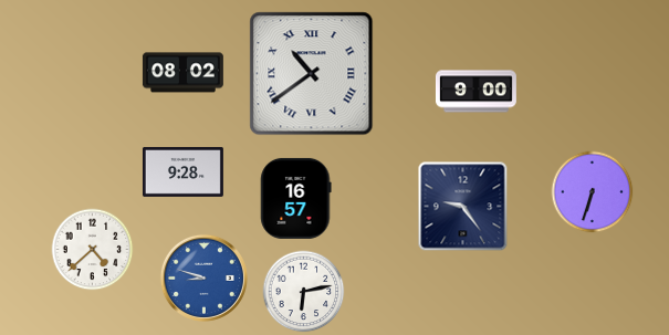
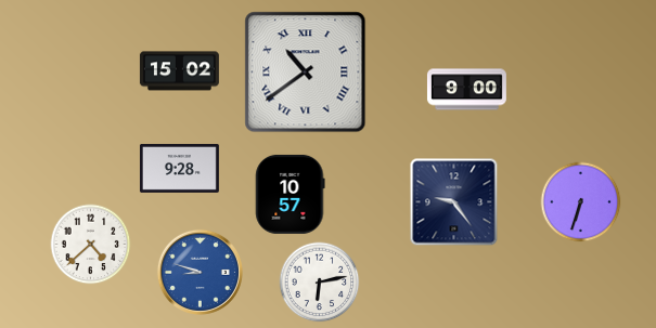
clock at (182, 73): 08:02 -> 15:02
clock at (593, 192) position: (593, 192) -> (581, 202)
clock at (296, 198): 16:57 -> 10:57
clock at (304, 292) position: (304, 292) -> (320, 283)
